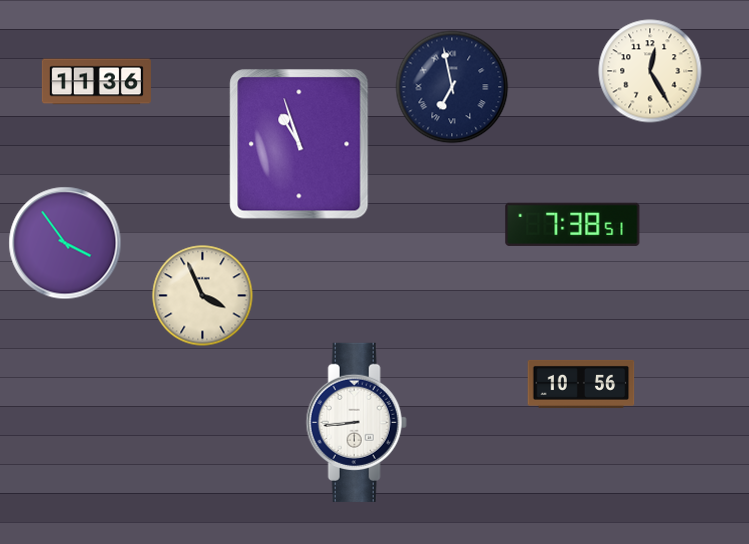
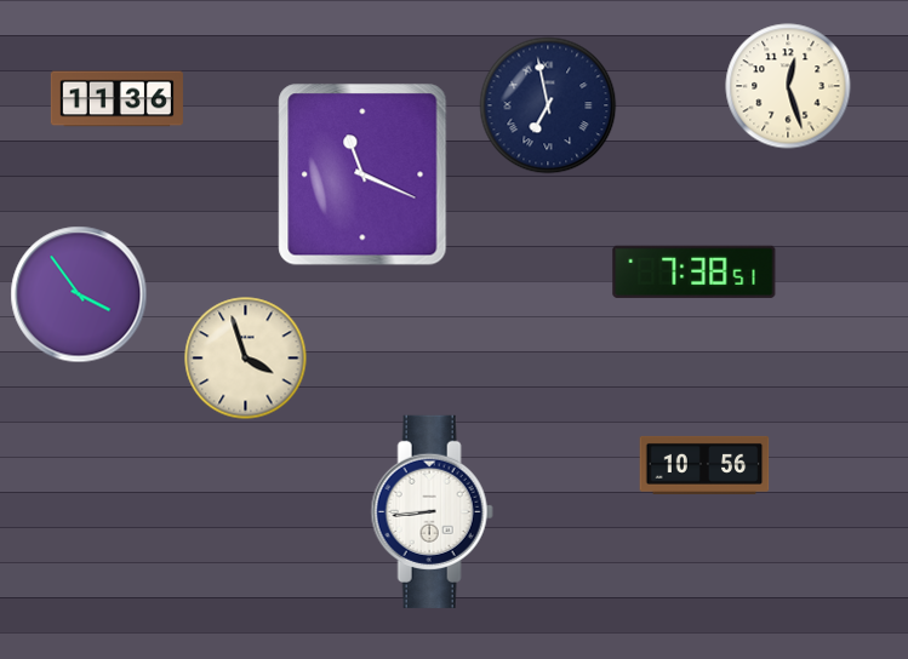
clock at (650, 71): 12:25 -> 12:27
clock at (299, 144): 10:57 -> 11:19
clock at (203, 296): 3:56 -> 3:57
